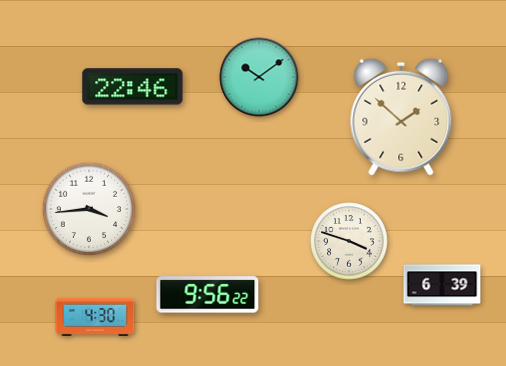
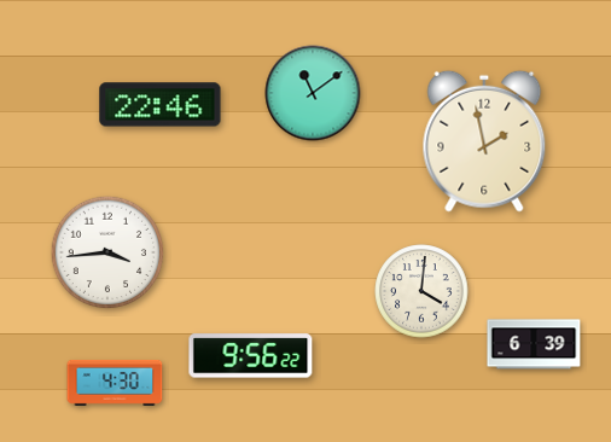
clock at (259, 77): 10:09 -> 11:09
clock at (401, 117): 1:52 -> 1:58
clock at (349, 241): 3:48 -> 4:01
